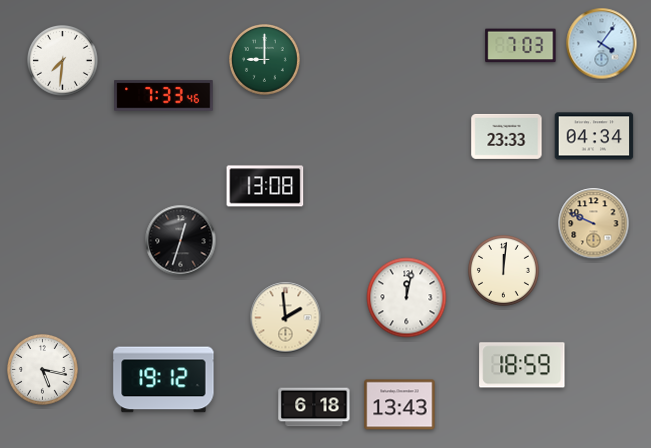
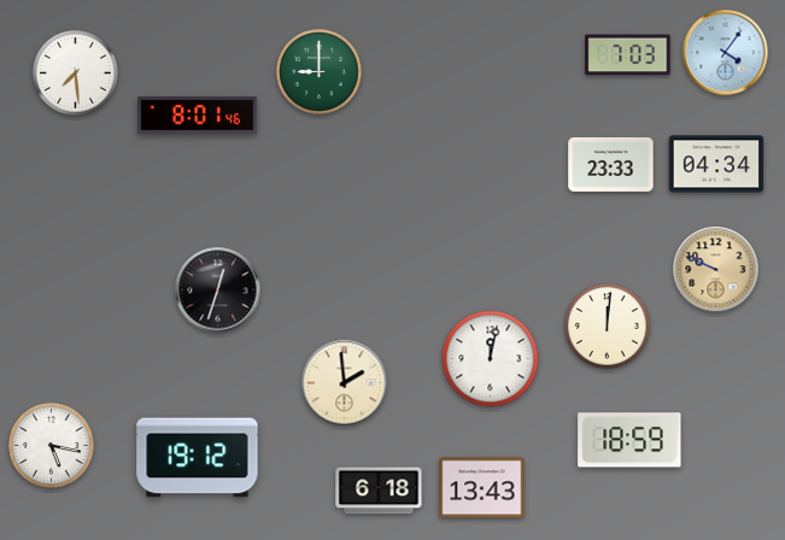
clock at (63, 61): 7:31 -> 7:29
clock at (164, 96): 7:33 -> 8:01
clock at (265, 186): 13:08 -> none
